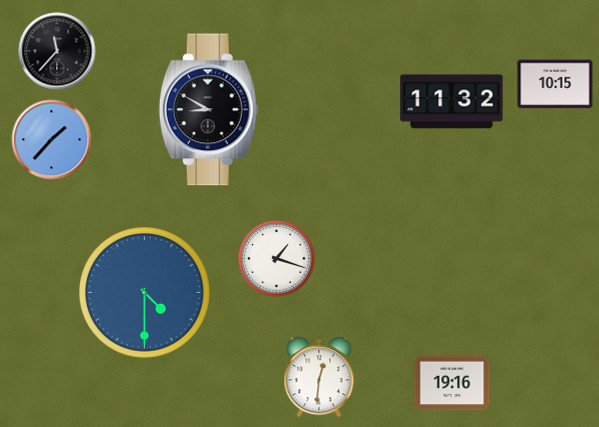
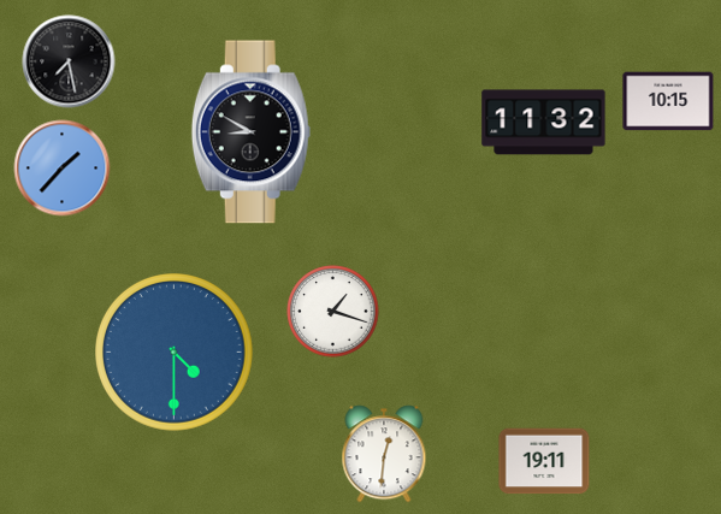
clock at (57, 51): 11:37 -> 7:28
clock at (452, 383): 19:16 -> 19:11
